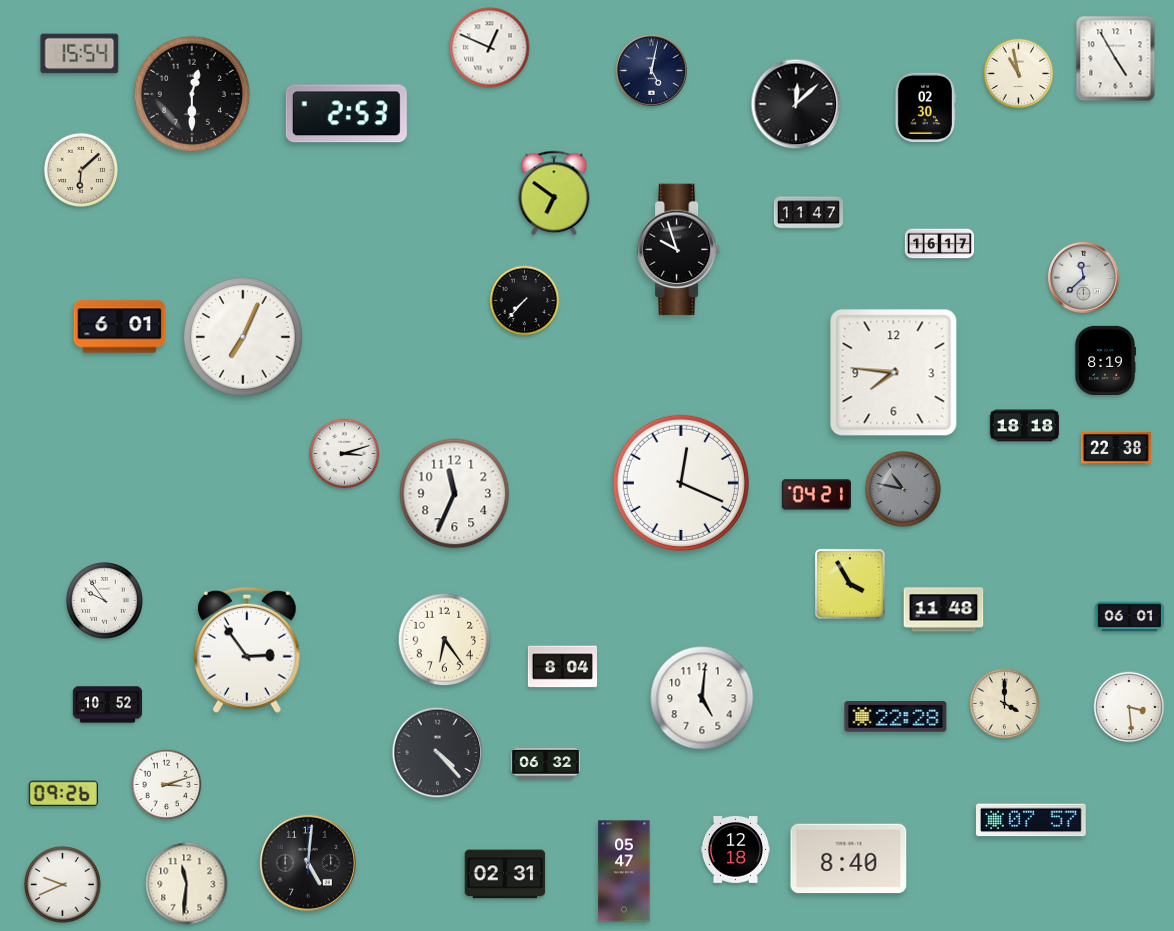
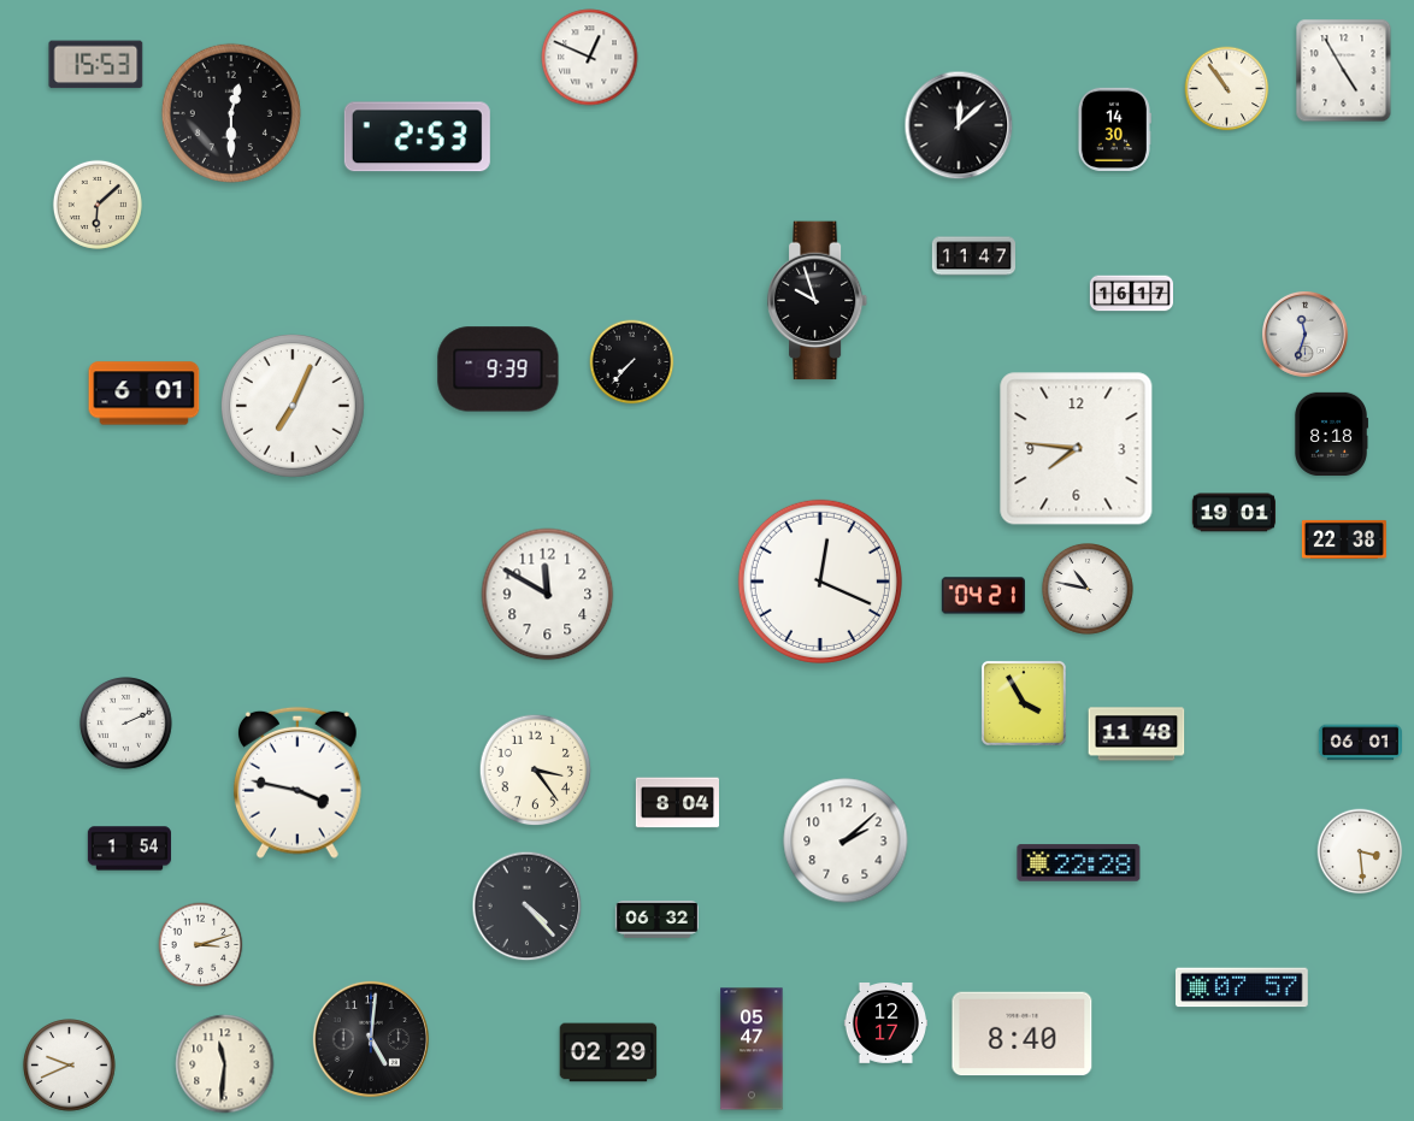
clock at (80, 54): 15:54 -> 15:53
clock at (652, 71): 5:02 -> none
clock at (1019, 74): 10:58 -> 10:54
clock at (925, 107): 02:30 -> 14:30
clock at (554, 193): 6:51 -> none
clock at (1084, 278): 11:38 -> 11:33
clock at (499, 370): none -> 9:39
clock at (1105, 360): 8:19 -> 8:18
clock at (1024, 426): 18:18 -> 19:01
clock at (345, 454): 3:12 -> none
clock at (904, 490) dial: grey -> white
clock at (455, 494): 11:34 -> 11:50
clock at (105, 601): 9:54 -> 2:11
clock at (445, 640): 6:24 -> 3:24
clock at (247, 650): 2:54 -> 3:47
clock at (702, 698): 5:01 -> 2:08
clock at (1005, 704): 4:00 -> none
clock at (107, 705): 10:52 -> 1:54
clock at (63, 794): 09:26 -> none
clock at (735, 850): 12:18 -> 12:17
clock at (505, 874): 02:31 -> 02:29
clock at (63, 885) position: (63, 885) -> (70, 1066)
